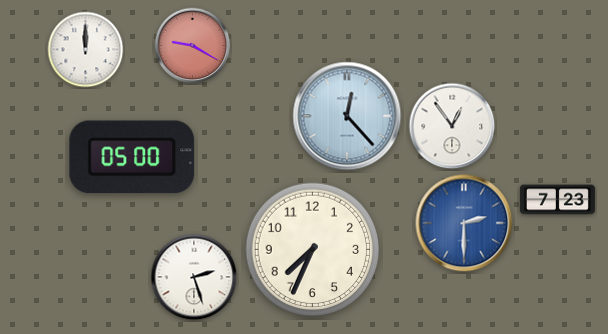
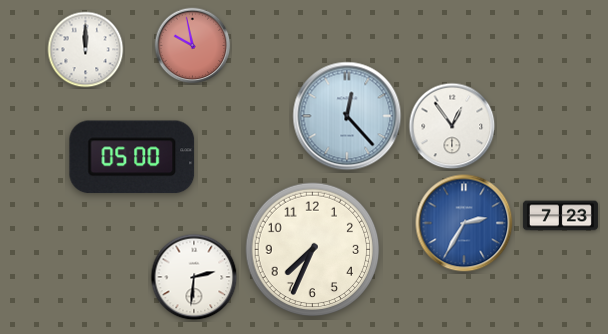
clock at (193, 46): 9:20 -> 9:58
clock at (557, 200) position: (557, 200) -> (560, 216)
clock at (464, 223): 2:30 -> 2:35
clock at (194, 277): 2:27 -> 2:31
